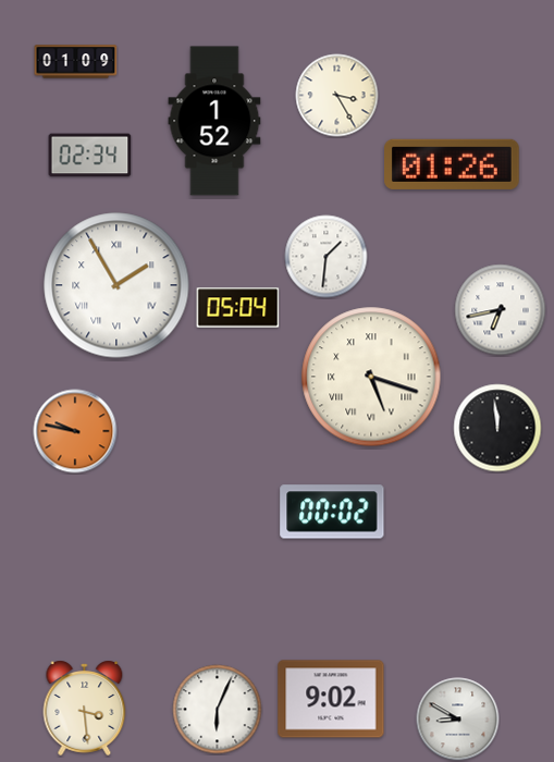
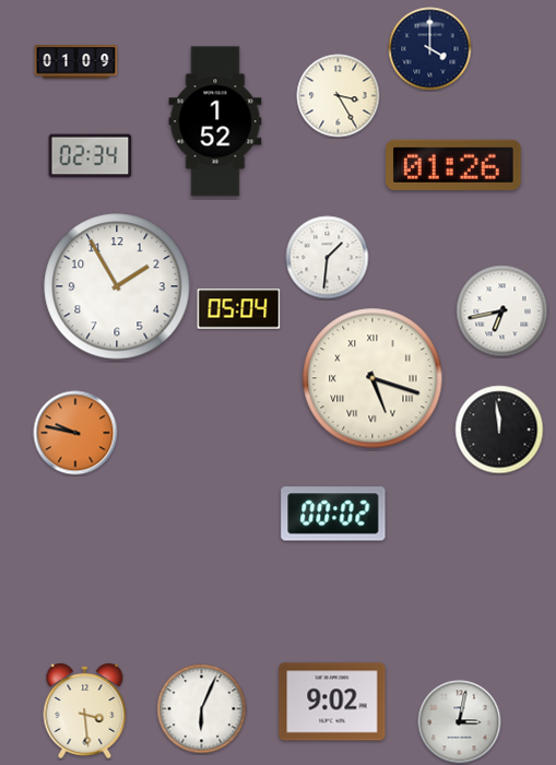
clock at (430, 49): none -> 4:00
clock at (116, 285) numerals: Roman -> Arabic
clock at (218, 710) position: (218, 710) -> (202, 709)
clock at (458, 720): 8:50 -> 3:02
